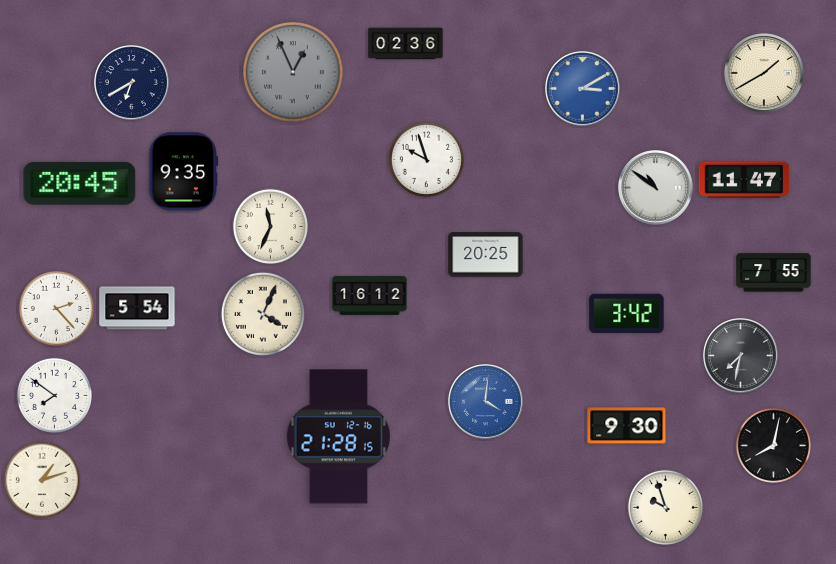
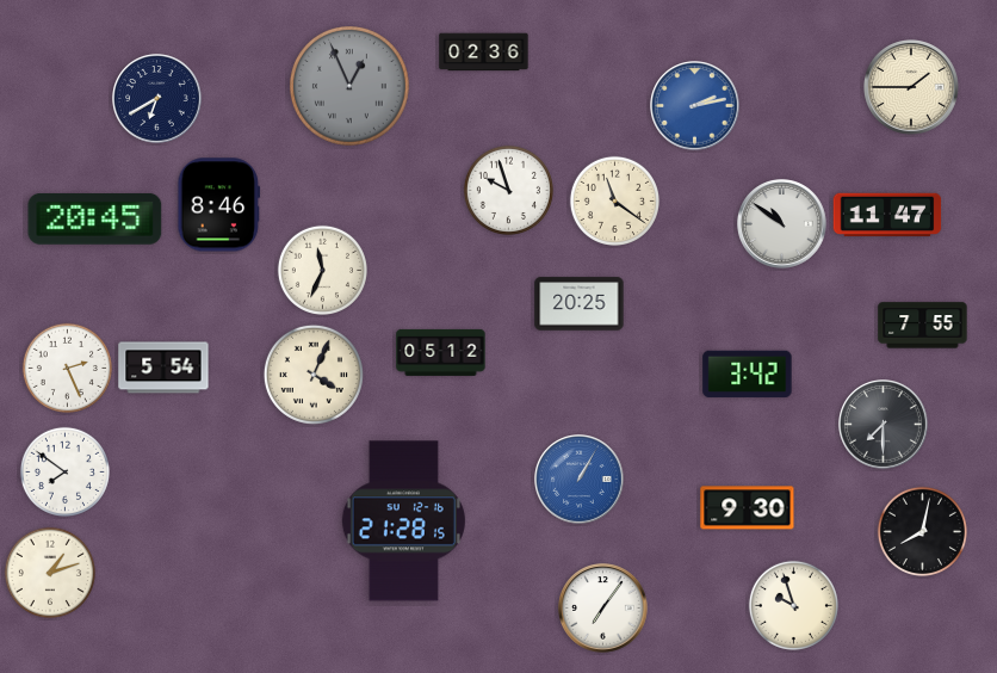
clock at (765, 74): 1:40 -> 1:45
clock at (583, 89): 3:10 -> 2:13
clock at (614, 200): none -> 11:21
clock at (184, 172): 9:35 -> 8:46
clock at (370, 295): 16:12 -> 05:12
clock at (56, 308): 2:23 -> 2:26
clock at (741, 356): 7:32 -> 7:30
clock at (486, 402): 4:01 -> 1:05
clock at (603, 609): none -> 7:06
